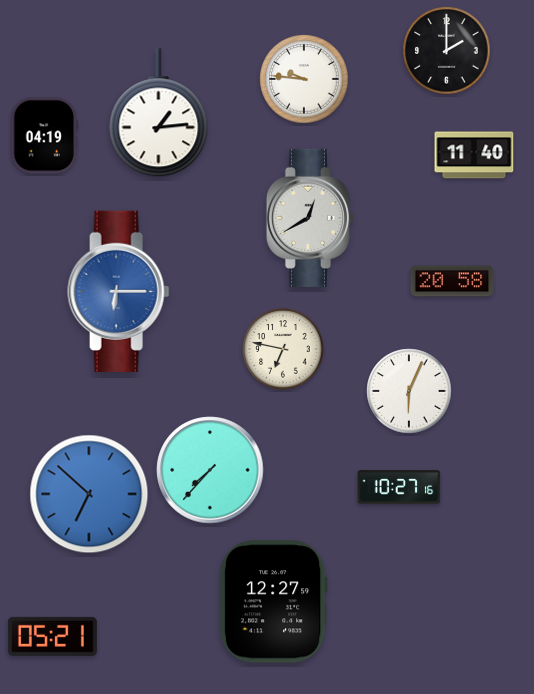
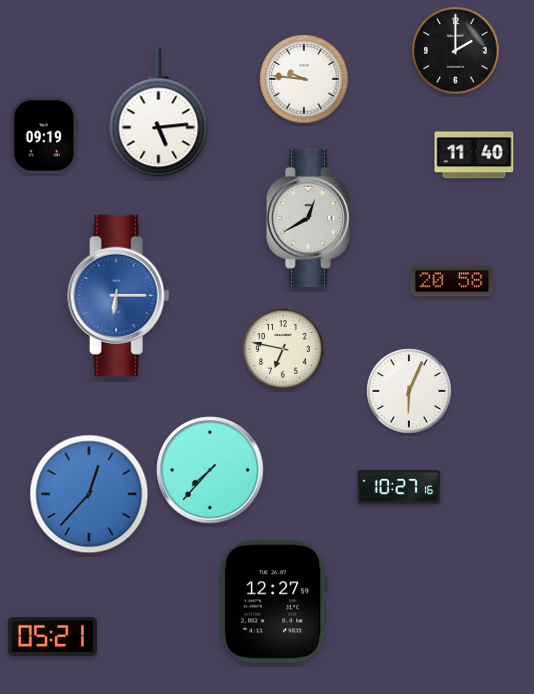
clock at (447, 51) position: (447, 51) -> (456, 51)
clock at (159, 113): 1:14 -> 5:14
clock at (45, 136): 04:19 -> 09:19
clock at (119, 291) position: (119, 291) -> (119, 295)
clock at (89, 494): 6:52 -> 12:37
